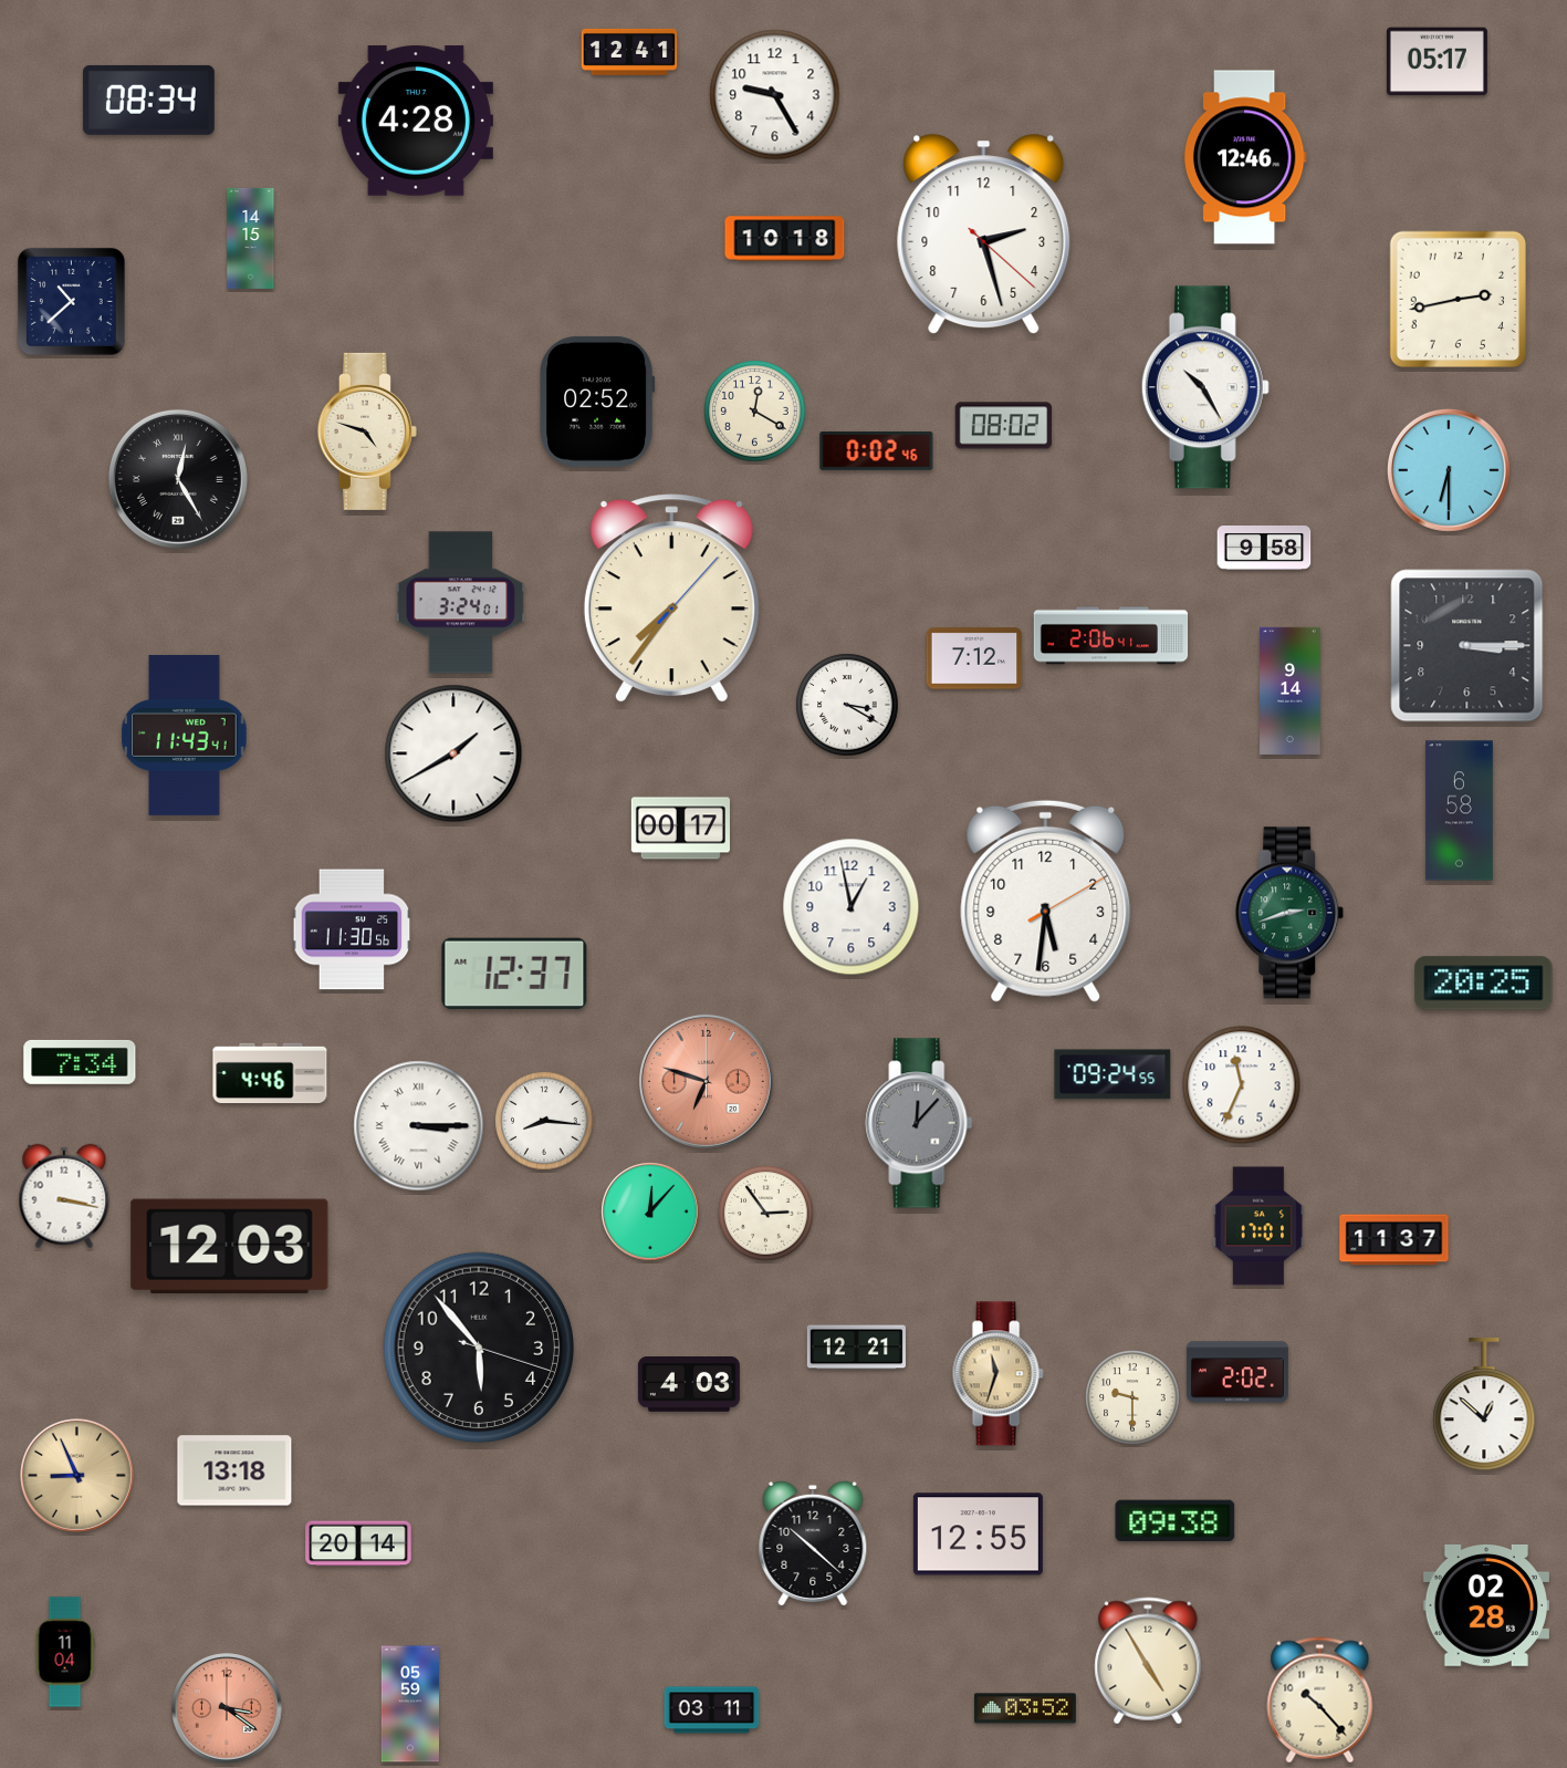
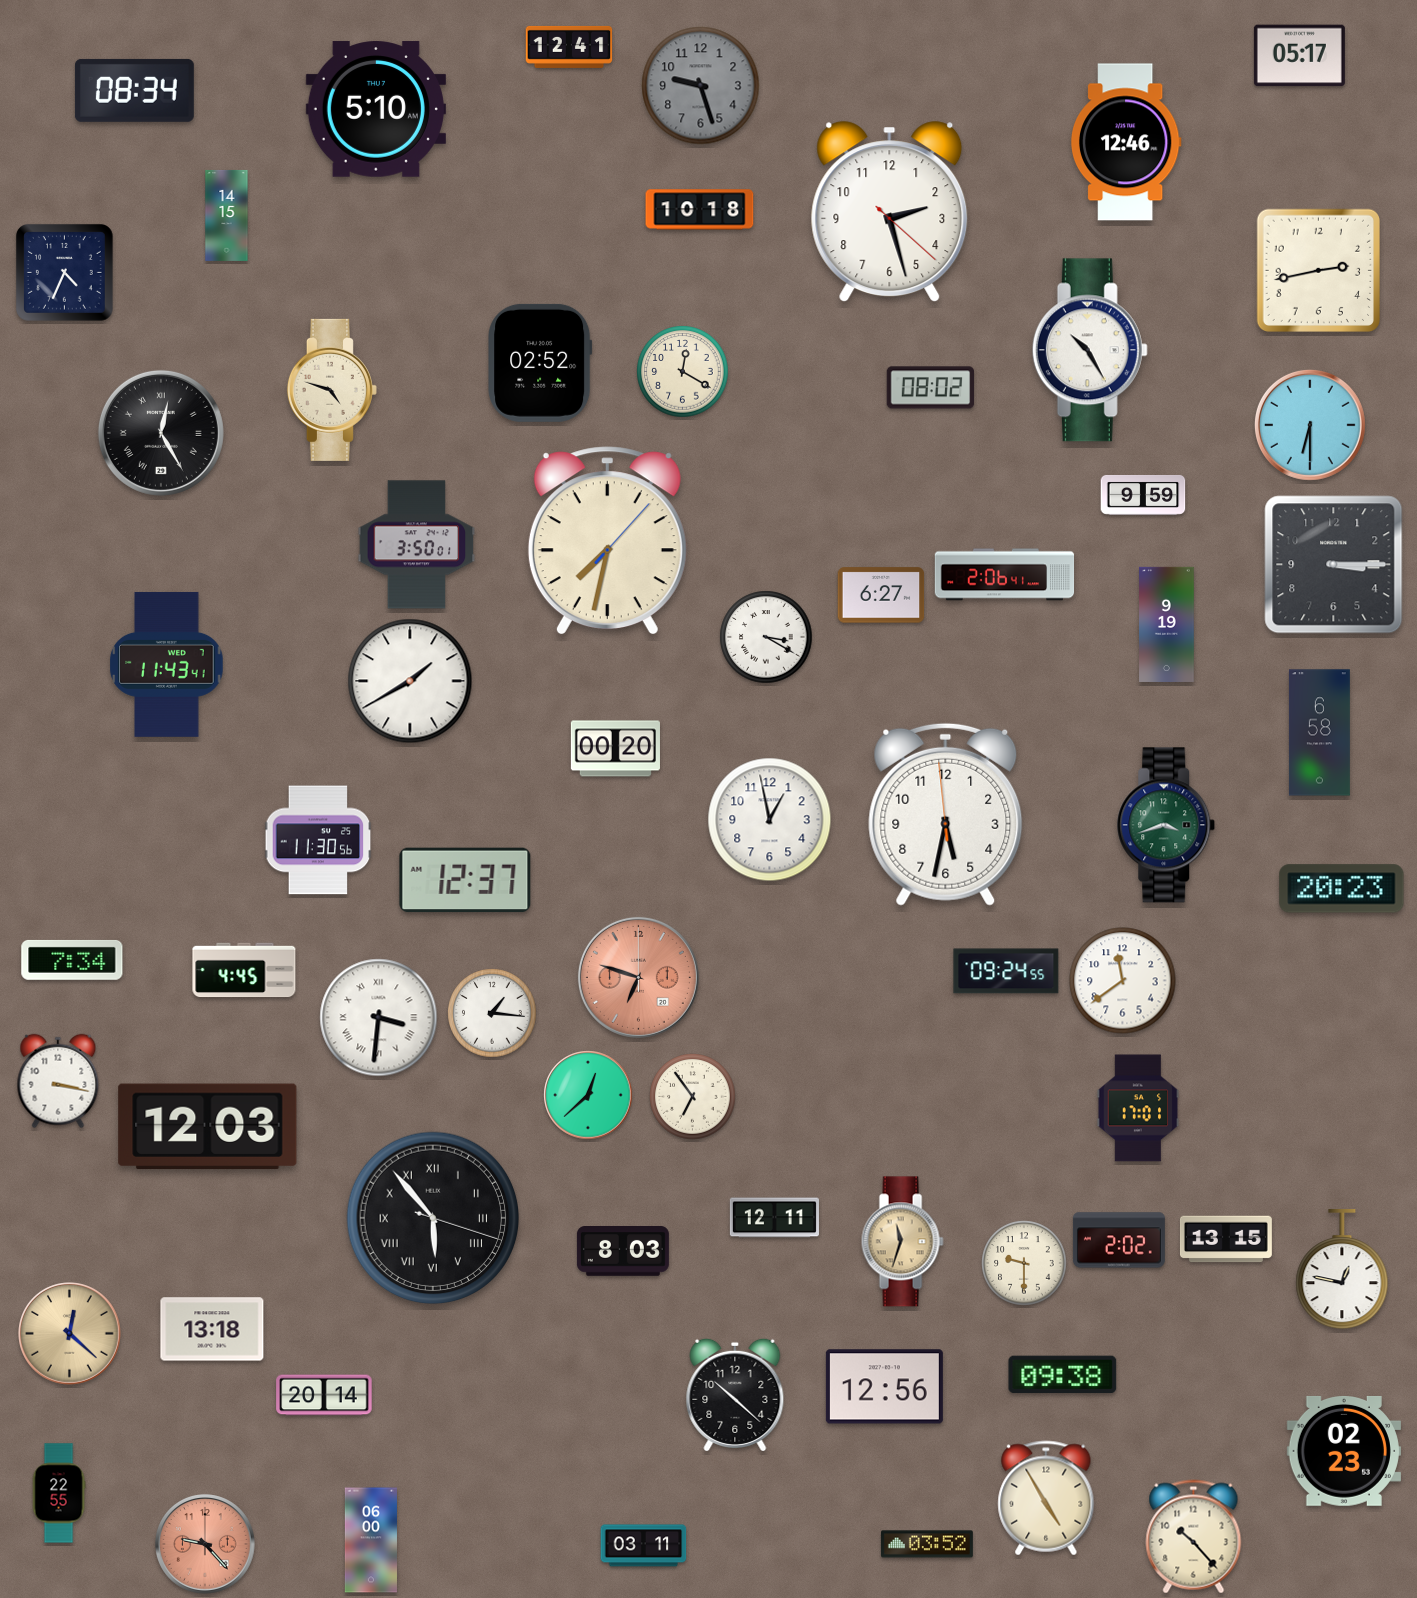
clock at (775, 95): 9:25 -> 9:27
clock at (775, 95) dial: white -> grey
clock at (416, 121): 4:28 -> 5:10
clock at (785, 239) position: (785, 239) -> (700, 210)
clock at (71, 301): 10:38 -> 4:34
clock at (1004, 426) position: (1004, 426) -> (931, 388)
clock at (877, 450): 0:02 -> none
clock at (1264, 548): 9:58 -> 9:59
clock at (671, 599): 7:36 -> 7:32
clock at (461, 603): 3:24 -> 3:50
clock at (1467, 646) position: (1467, 646) -> (1334, 565)
clock at (974, 658): 7:12 -> 6:27
clock at (1291, 690): 9:14 -> 9:19
clock at (680, 829): 00:17 -> 00:20
clock at (1046, 901): 5:31:10 -> 5:31:59
clock at (1289, 913): 2:42 -> 3:42
clock at (1484, 984): 20:25 -> 20:23
clock at (270, 1073): 4:46 -> 4:45
clock at (1242, 1085): 11:34 -> 11:39
clock at (544, 1121): 8:16 -> 1:16
clock at (919, 1123): 12:07 -> none
clock at (419, 1126): 3:15 -> 3:31
clock at (650, 1211): 12:07 -> 12:38
clock at (766, 1214): 2:54 -> 6:54
clock at (1394, 1240): 11:37 -> none
clock at (479, 1348) numerals: Arabic -> Roman
clock at (856, 1348): 12:21 -> 12:11
clock at (1226, 1239): none -> 13:15
clock at (689, 1384): 4:03 -> 8:03
clock at (1484, 1405): 12:52 -> 12:47
clock at (77, 1476): 8:56 -> 12:22
clock at (978, 1535): 12:55 -> 12:56
clock at (1486, 1605): 02:28 -> 02:23
clock at (65, 1652): 11:04 -> 22:55
clock at (1148, 1661) position: (1148, 1661) -> (1046, 1498)
clock at (410, 1704): 05:59 -> 06:00
clock at (228, 1709): 3:21 -> 9:23
